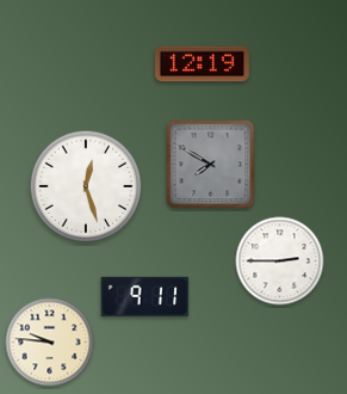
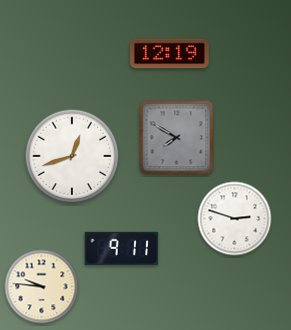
clock at (86, 186): 12:27 -> 12:42
clock at (280, 261): 2:45 -> 2:48
